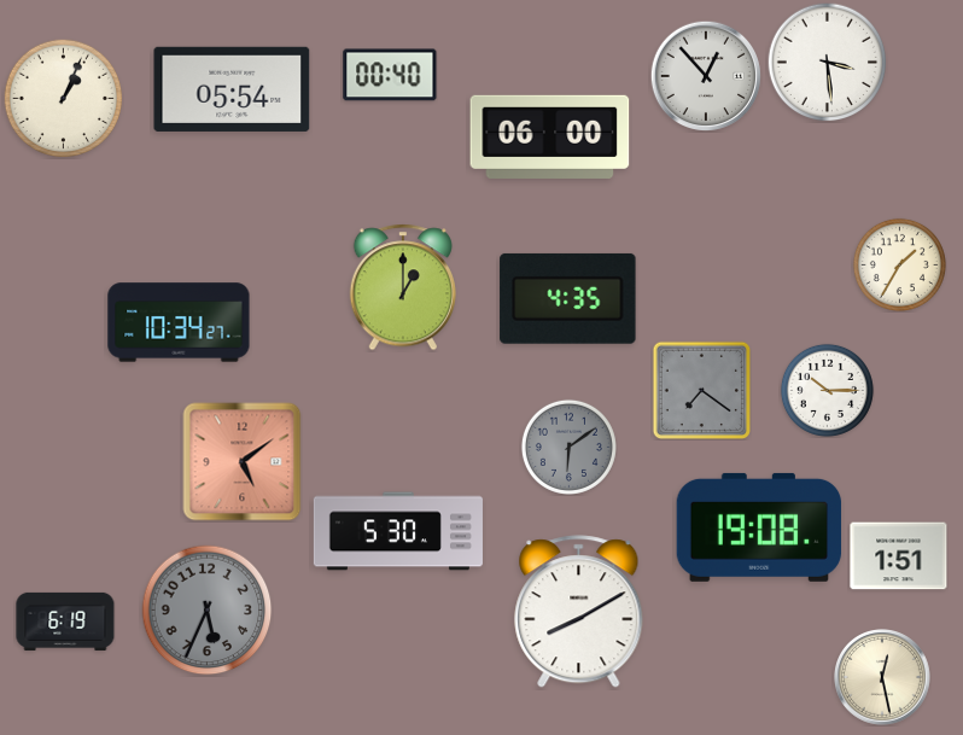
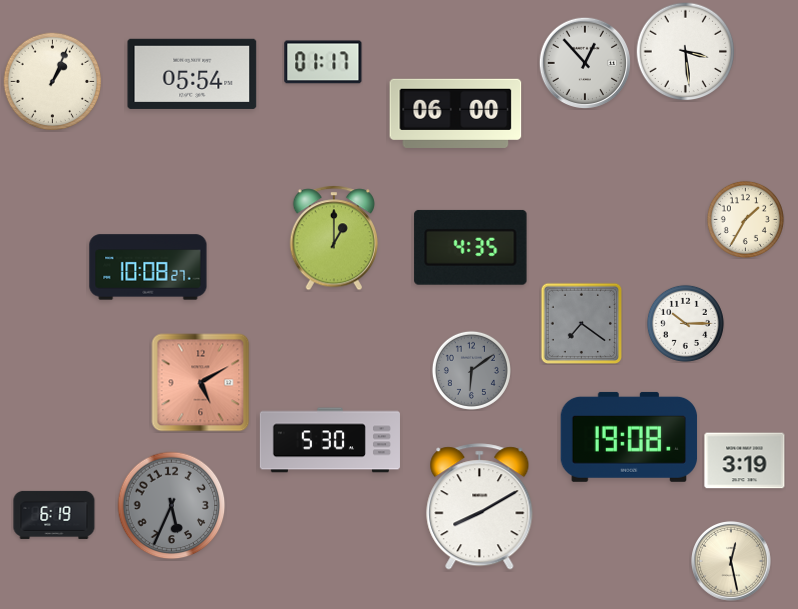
clock at (390, 75): 00:40 -> 01:17
clock at (179, 322): 10:34 -> 10:08
clock at (243, 462): 5:09 -> 5:10
clock at (899, 556): 1:51 -> 3:19
